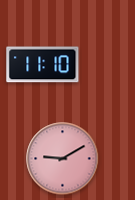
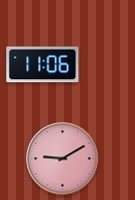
clock at (43, 65): 11:10 -> 11:06
